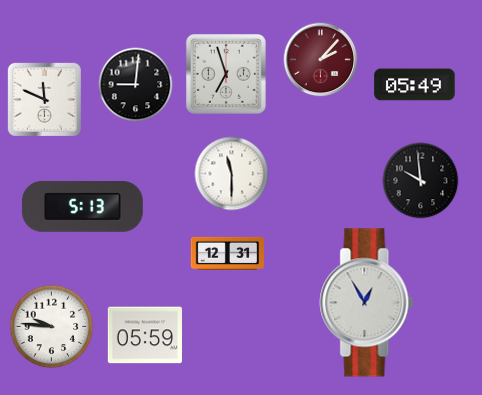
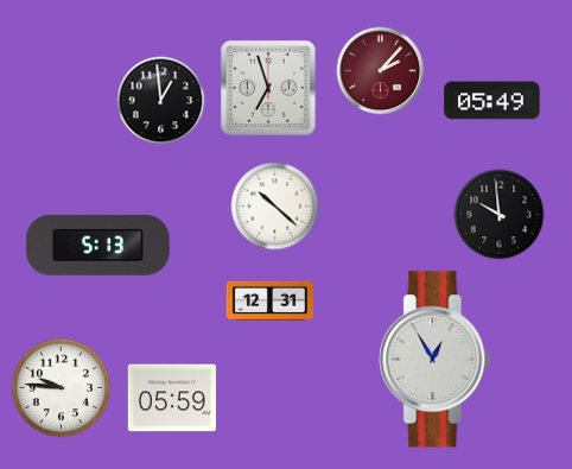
clock at (136, 85): 9:01 -> 12:59
clock at (44, 99): 11:49 -> none
clock at (232, 174): 11:30 -> 10:22
